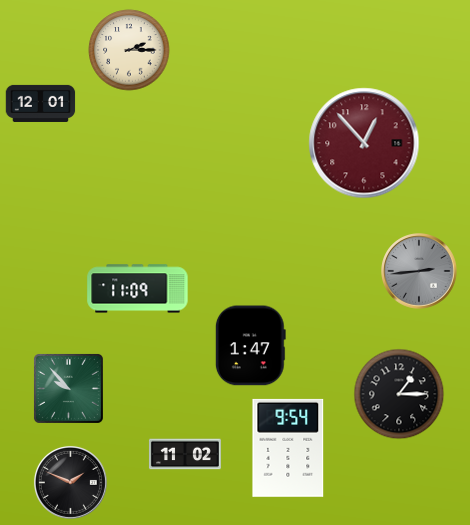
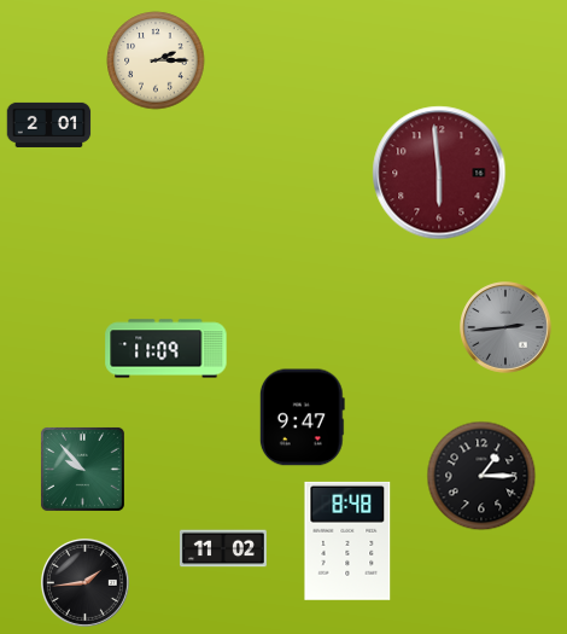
clock at (41, 103): 12:01 -> 2:01
clock at (364, 143): 12:53 -> 5:59
clock at (250, 346): 1:47 -> 9:47
clock at (288, 448): 9:54 -> 8:48
clock at (70, 482): 1:49 -> 1:44
